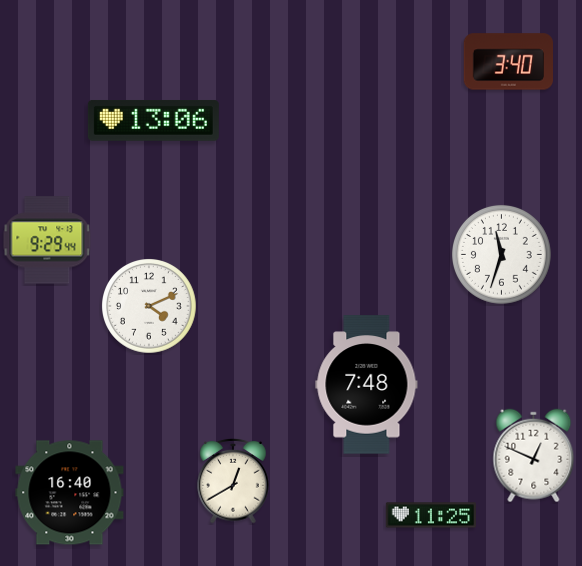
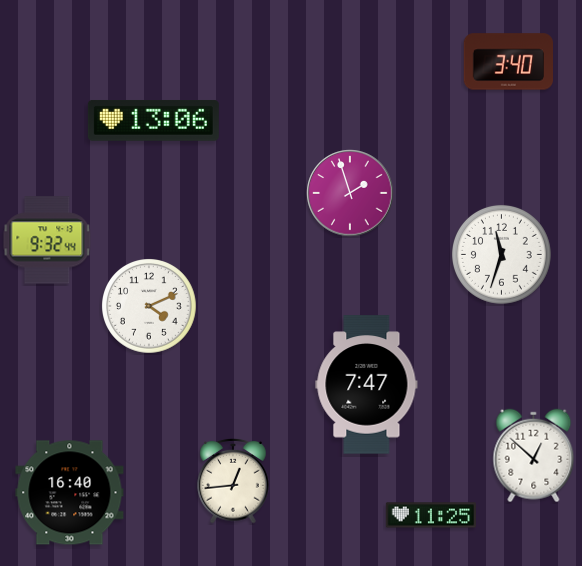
clock at (350, 193): none -> 1:57
clock at (47, 240): 9:29 -> 9:32
clock at (367, 385): 7:48 -> 7:47
clock at (534, 456): 12:49 -> 12:52
clock at (233, 481): 12:40 -> 12:44
